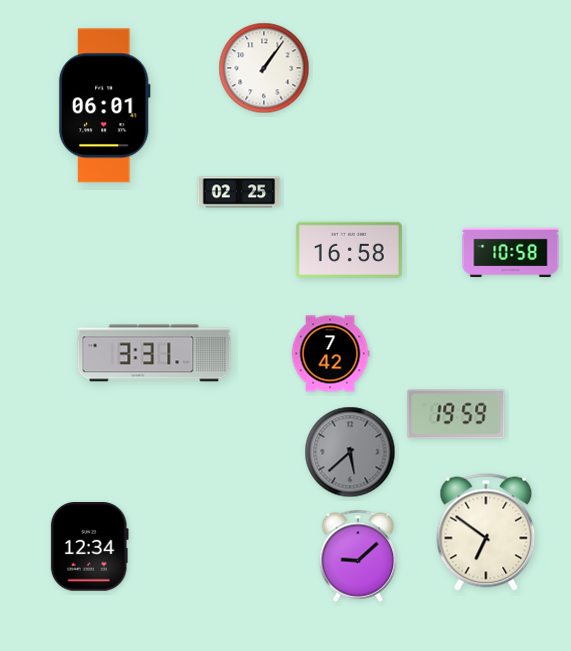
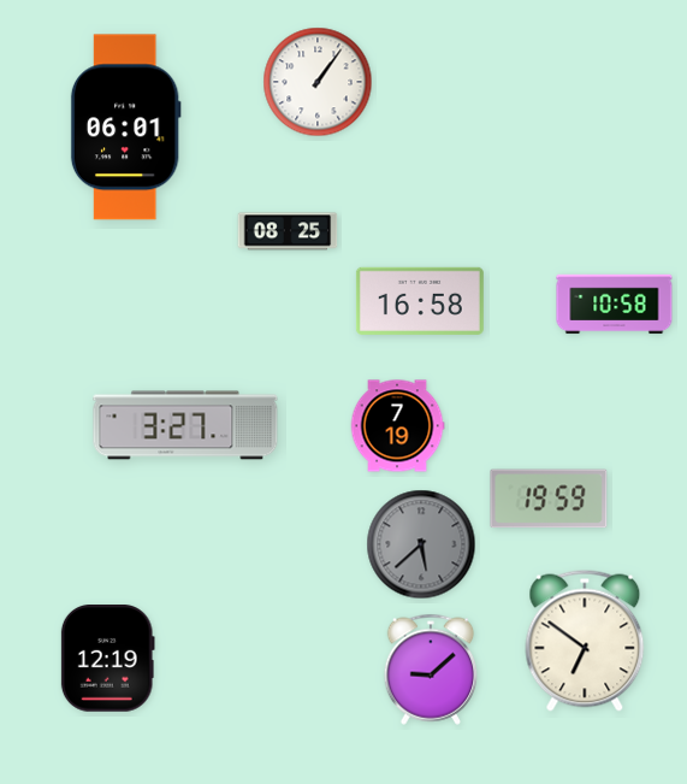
clock at (239, 192): 02:25 -> 08:25
clock at (154, 353): 3:31 -> 3:27
clock at (330, 354): 7:42 -> 7:19
clock at (89, 547): 12:34 -> 12:19
